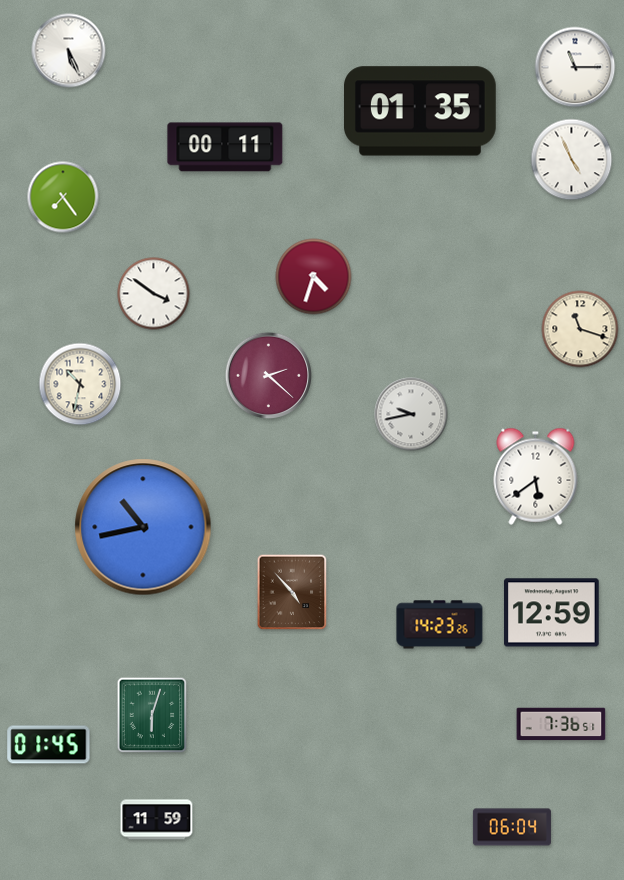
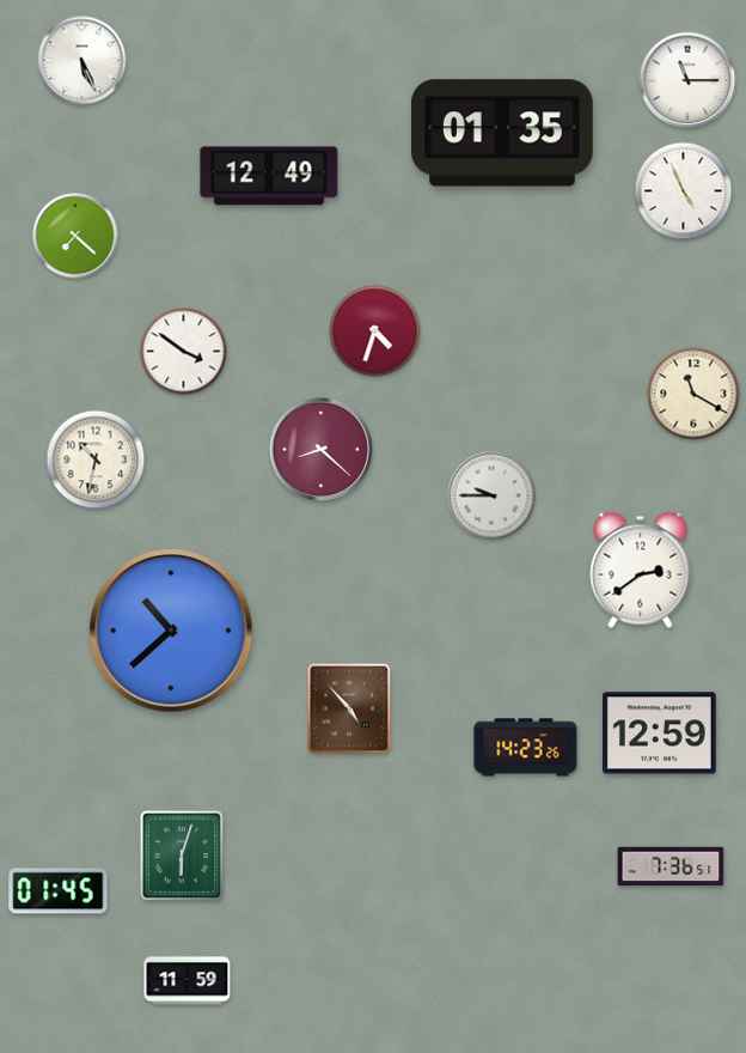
clock at (225, 147): 00:11 -> 12:49
clock at (63, 197): 7:24 -> 7:22
clock at (580, 329): 11:18 -> 11:20
clock at (269, 376): 2:22 -> 8:22
clock at (411, 414): 9:43 -> 9:45
clock at (536, 476): 5:39 -> 2:39
clock at (143, 527): 10:43 -> 10:38
clock at (512, 827): 06:04 -> none
